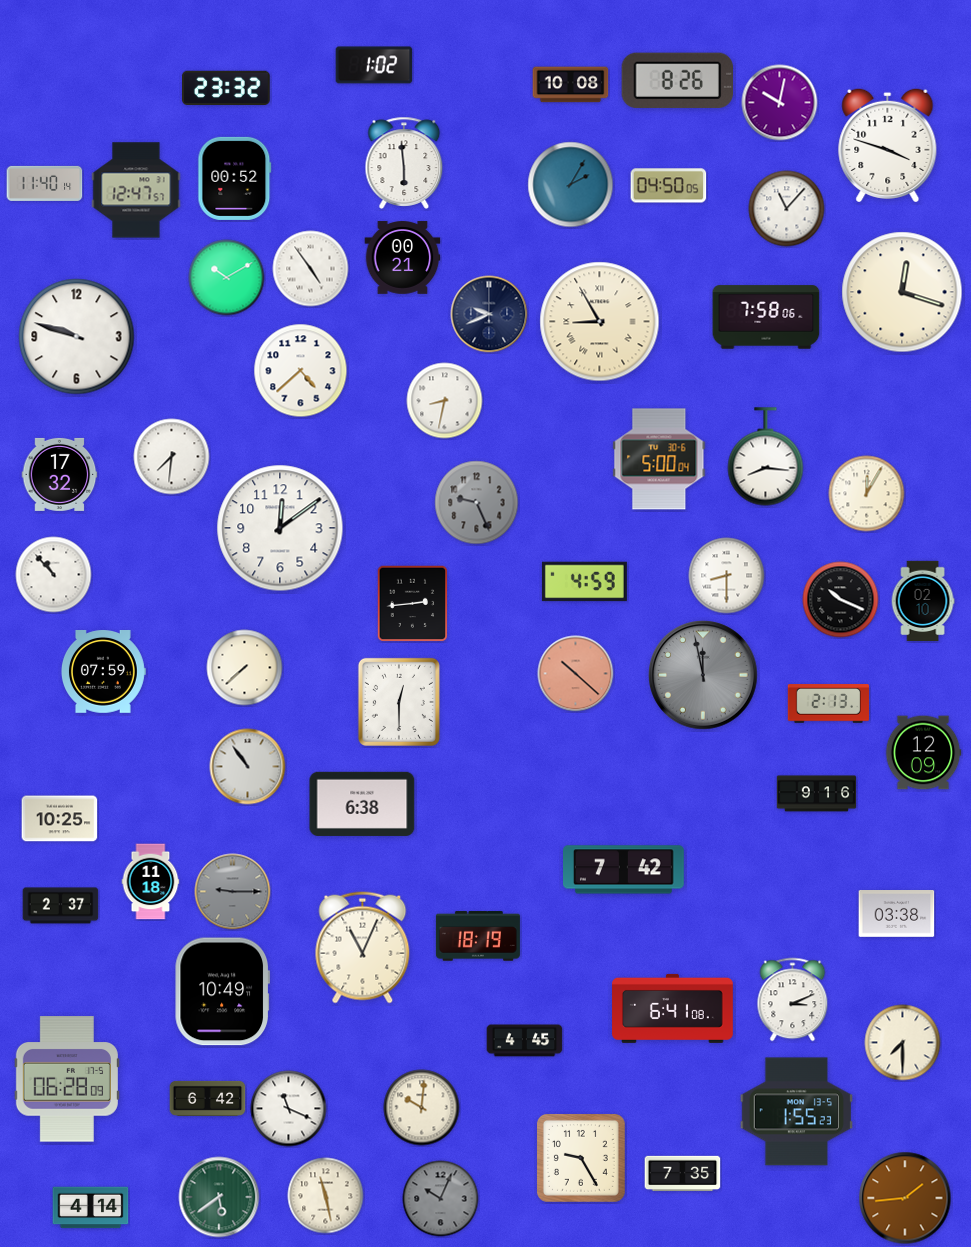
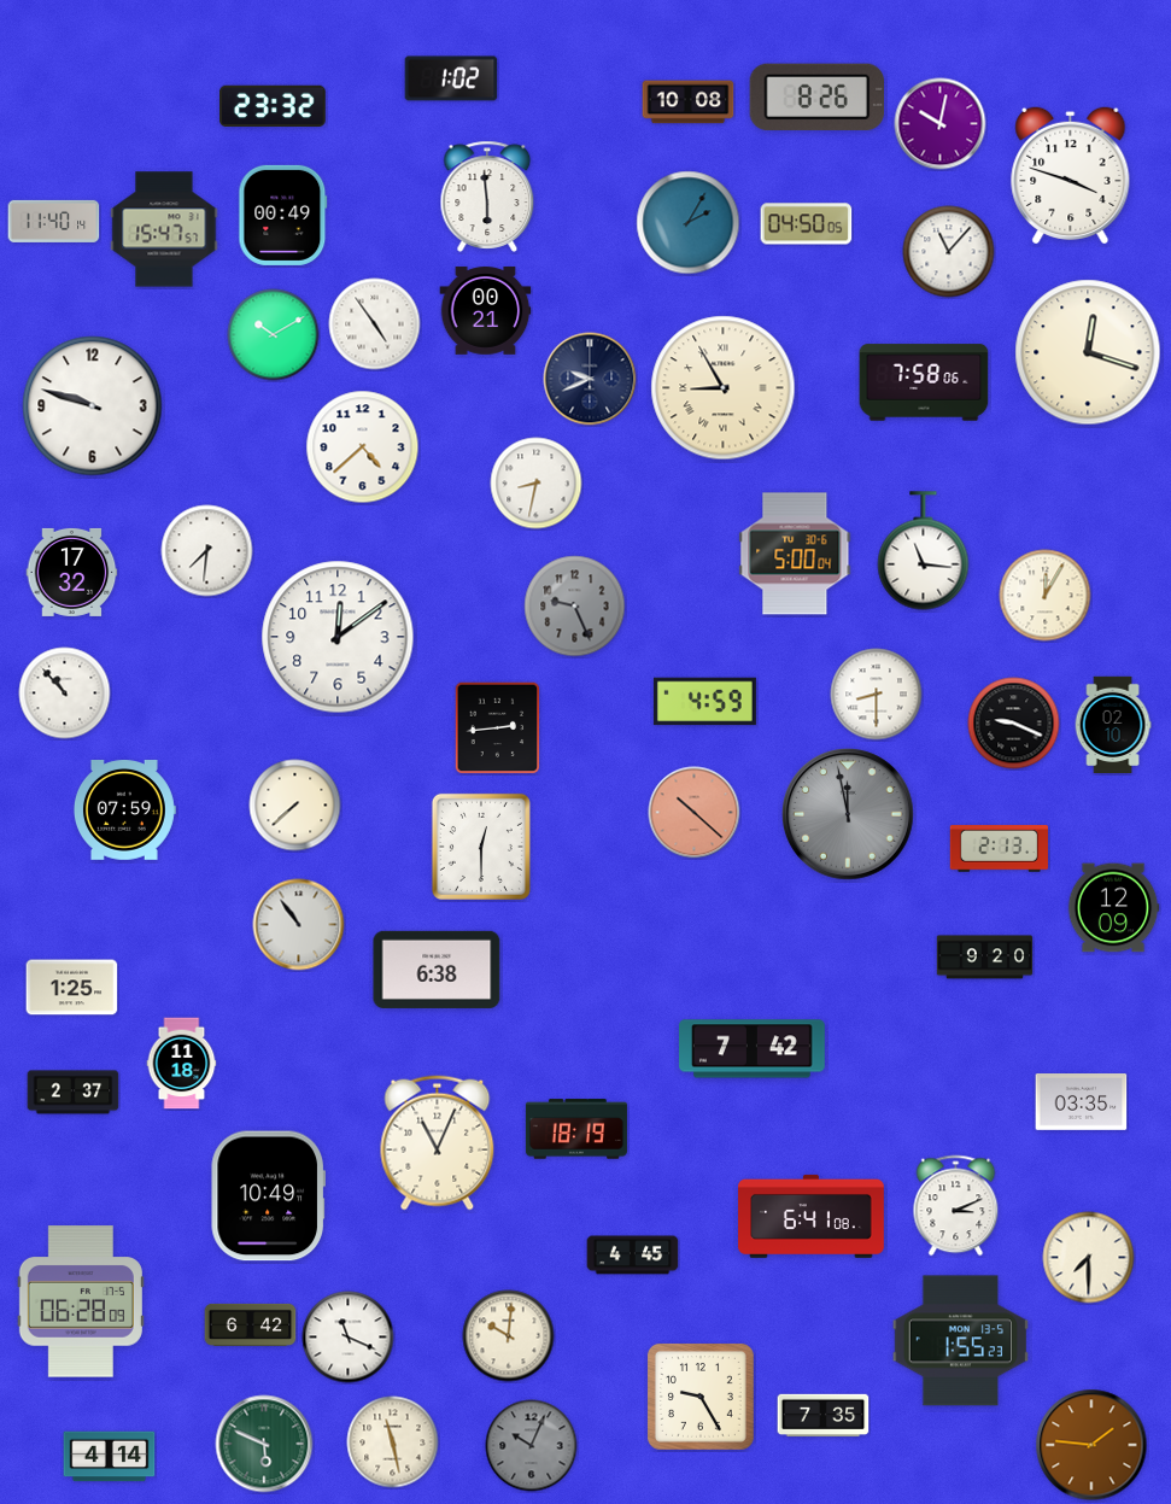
clock at (235, 178): 00:52 -> 00:49
clock at (136, 190): 12:47 -> 15:47
clock at (766, 457): 8:16 -> 11:16
clock at (841, 600): 10:19 -> 9:19
clock at (817, 794): 9:16 -> 9:20
clock at (60, 819): 10:25 -> 1:25
clock at (233, 892): 9:15 -> none
clock at (897, 914): 03:38 -> 03:35
clock at (219, 1197): 5:39 -> 5:49
clock at (905, 1198): 1:44 -> 1:46
